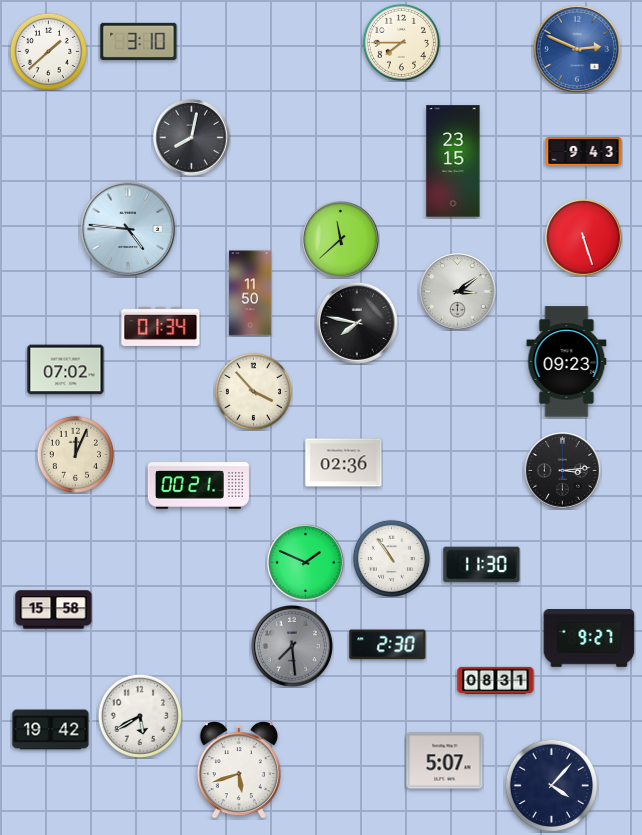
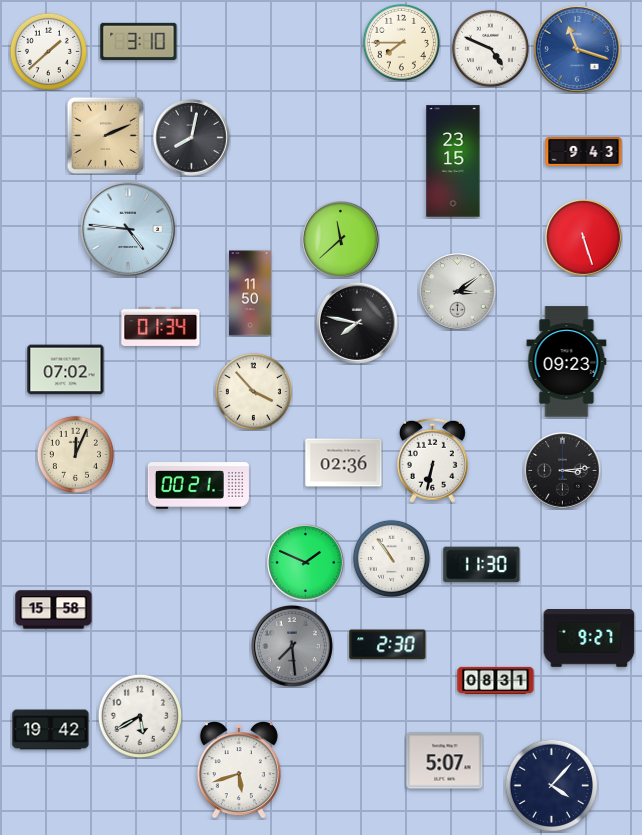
clock at (490, 48): none -> 4:49
clock at (577, 49): 2:49 -> 11:18
clock at (105, 135): none -> 2:11
clock at (432, 460): none -> 6:32
